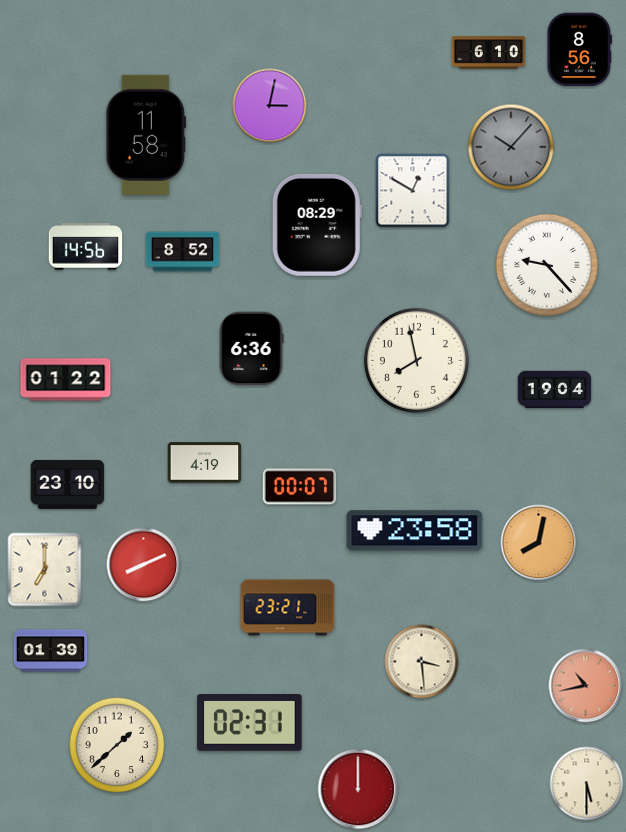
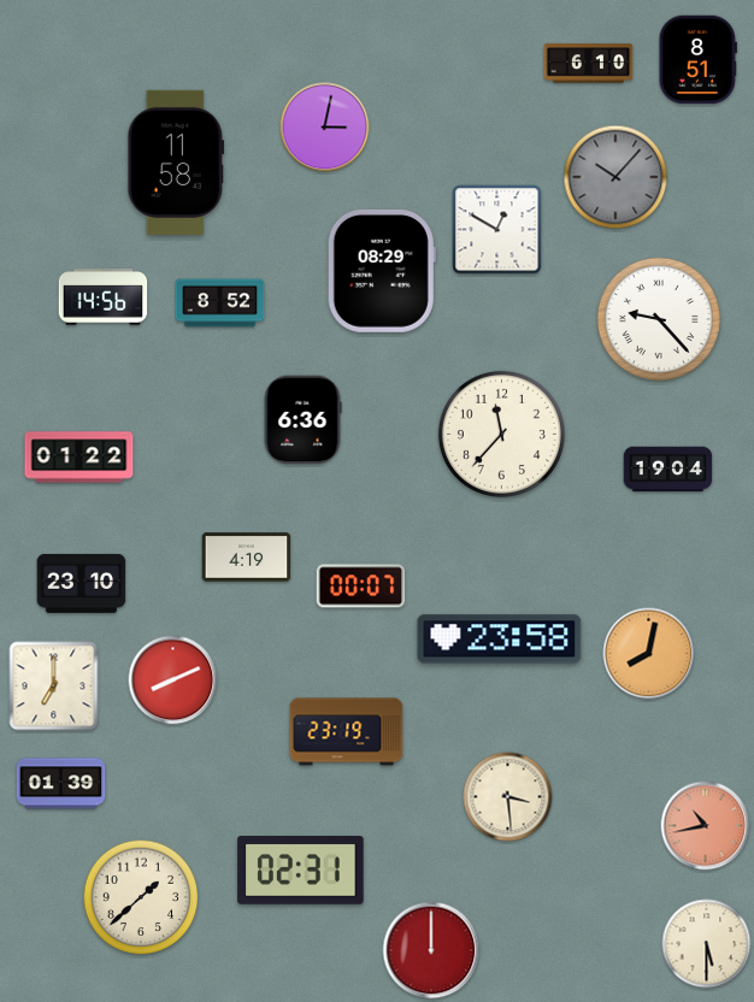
clock at (579, 50): 8:56 -> 8:51
clock at (416, 360): 7:58 -> 11:37
clock at (288, 608): 23:21 -> 23:19
